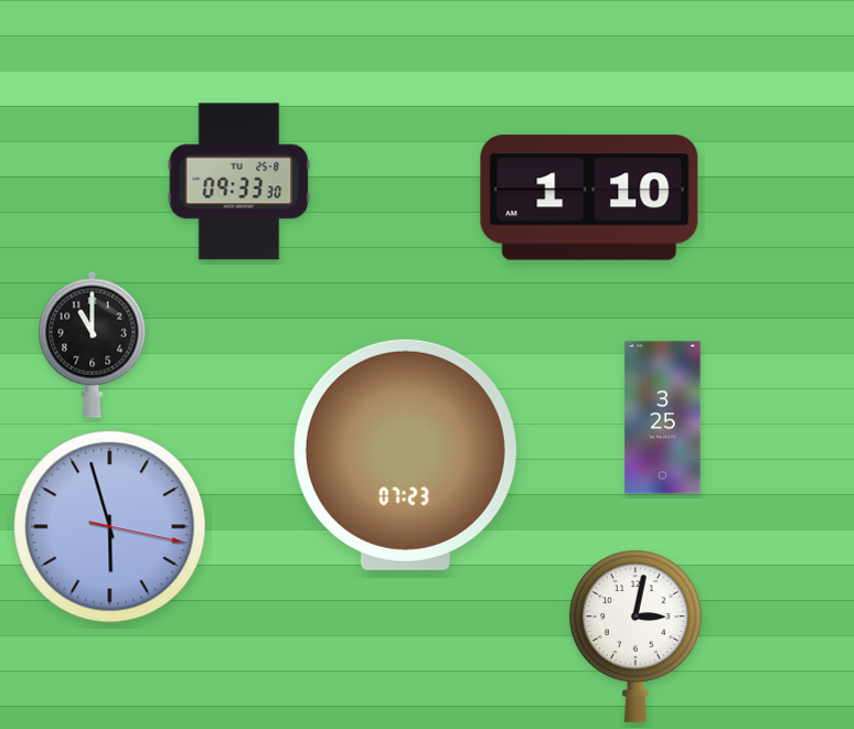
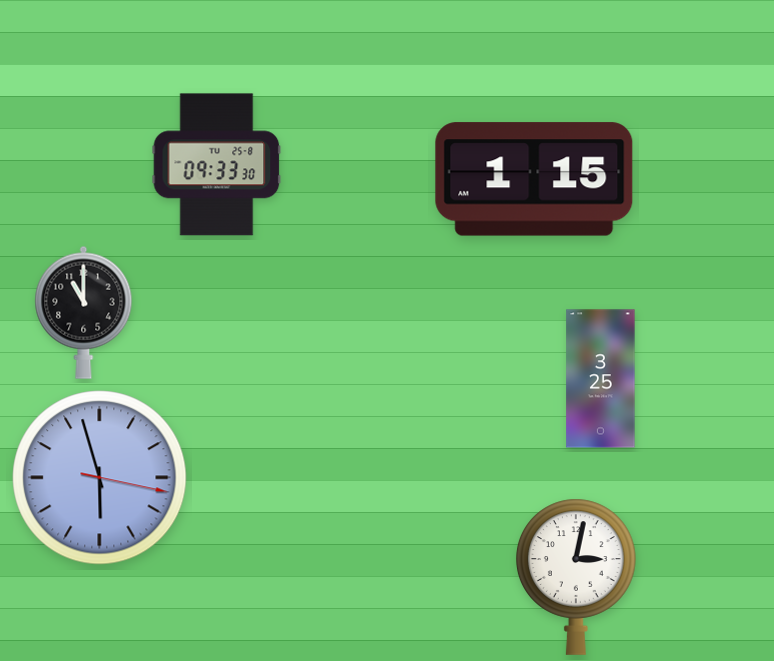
clock at (589, 197): 1:10 -> 1:15
clock at (405, 454): 07:23 -> none
